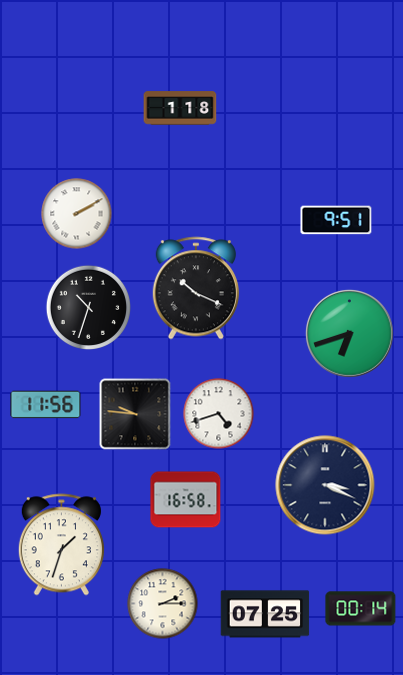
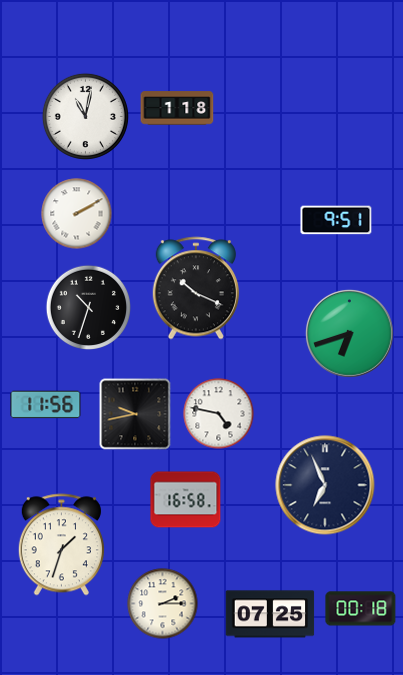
clock at (180, 108) position: (180, 108) -> (177, 108)
clock at (85, 116): none -> 11:02
clock at (135, 414): 9:46 -> 9:43
clock at (219, 414): 4:42 -> 4:47
clock at (325, 485): 3:19 -> 6:56
clock at (361, 609): 00:14 -> 00:18
clock at (265, 614) position: (265, 614) -> (270, 614)
